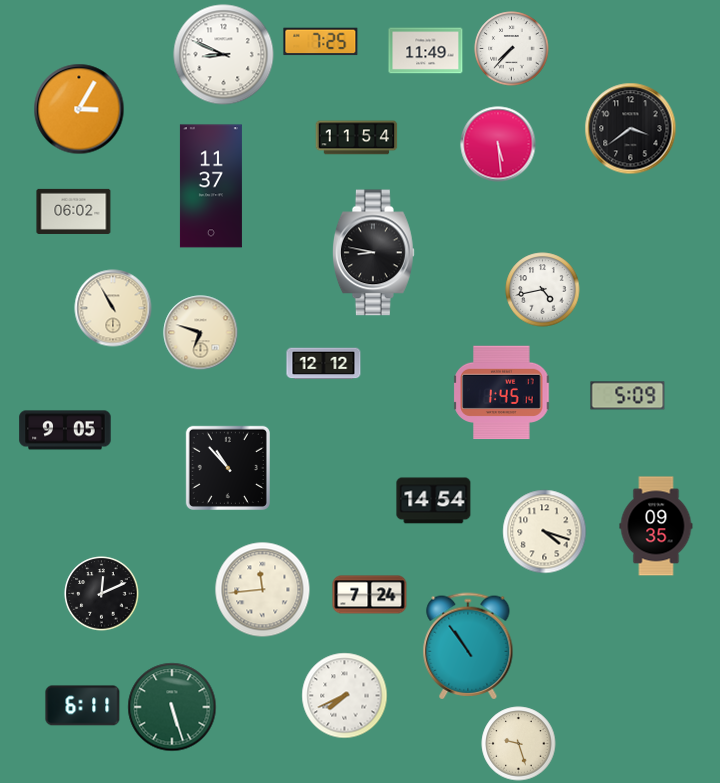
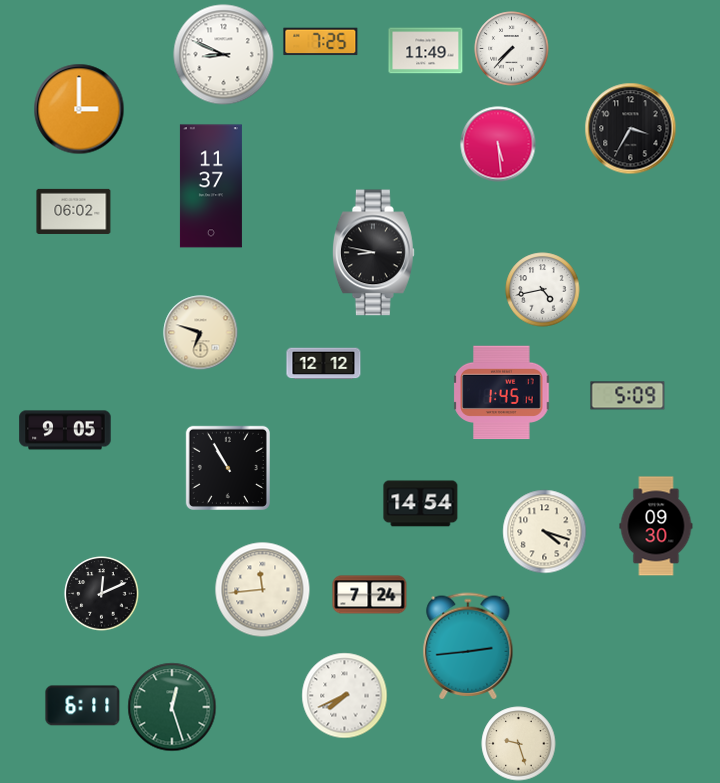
clock at (79, 109): 3:05 -> 3:00
clock at (631, 129): 3:39 -> 3:35
clock at (357, 138): 11:54 -> none
clock at (113, 308): 10:55 -> none
clock at (228, 468): 10:53 -> 10:55
clock at (434, 501) position: (434, 501) -> (421, 504)
clock at (656, 526): 09:35 -> 09:30
clock at (468, 646): 10:54 -> 2:44
clock at (172, 707): 5:27 -> 12:27
